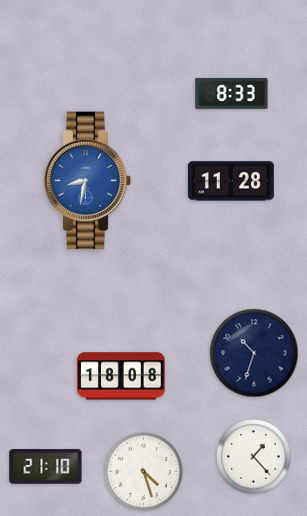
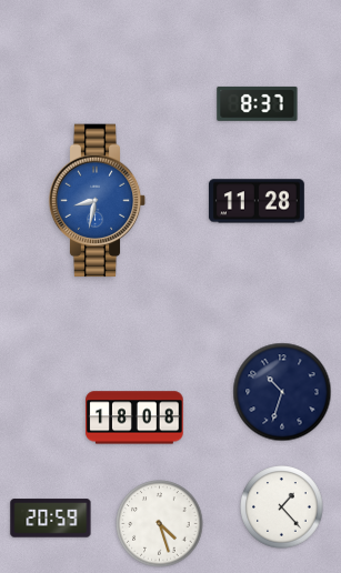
clock at (232, 93): 8:33 -> 8:37
clock at (46, 467): 21:10 -> 20:59
